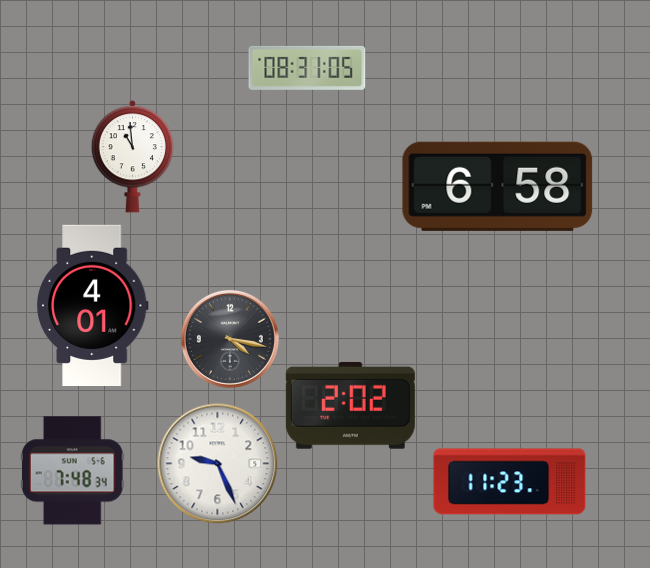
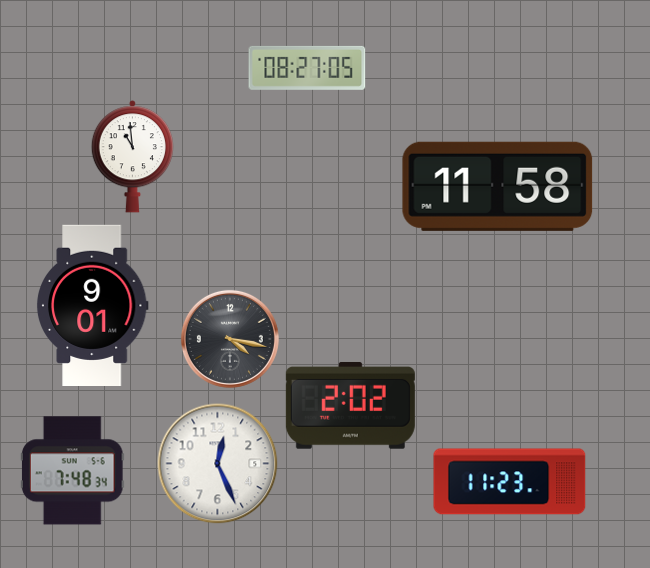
clock at (307, 68): 08:31 -> 08:27
clock at (498, 186): 6:58 -> 11:58
clock at (92, 305): 4:01 -> 9:01
clock at (218, 464): 9:26 -> 12:26
